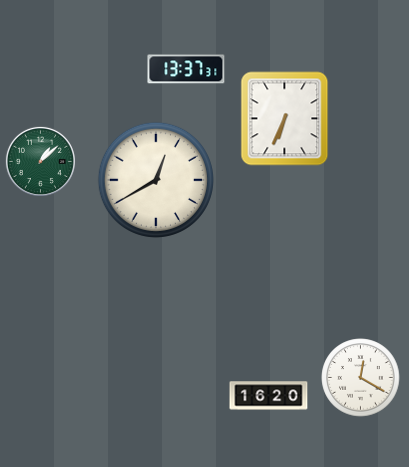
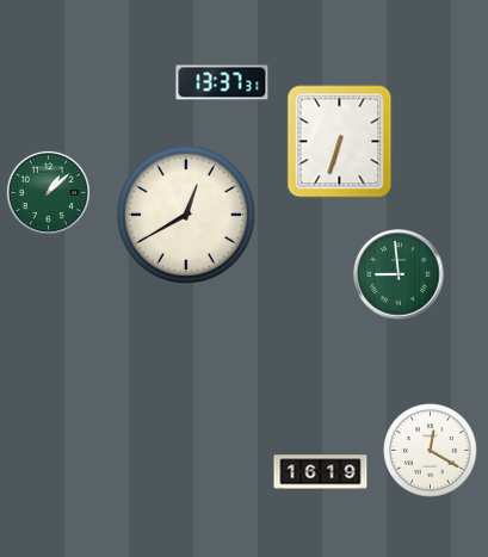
clock at (285, 119): 6:34 -> 6:33
clock at (399, 274): none -> 8:59
clock at (269, 396): 16:20 -> 16:19
